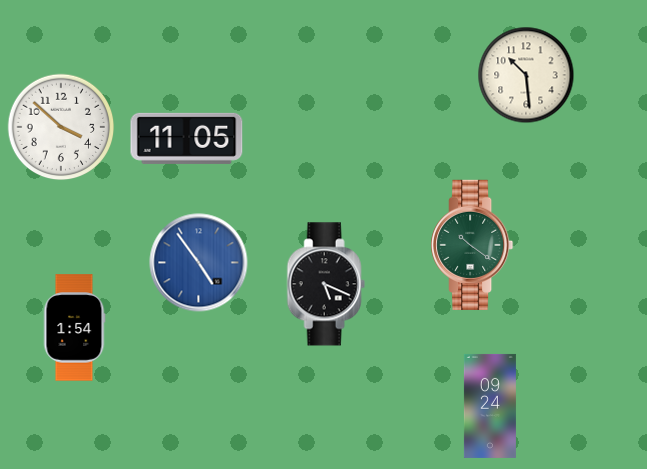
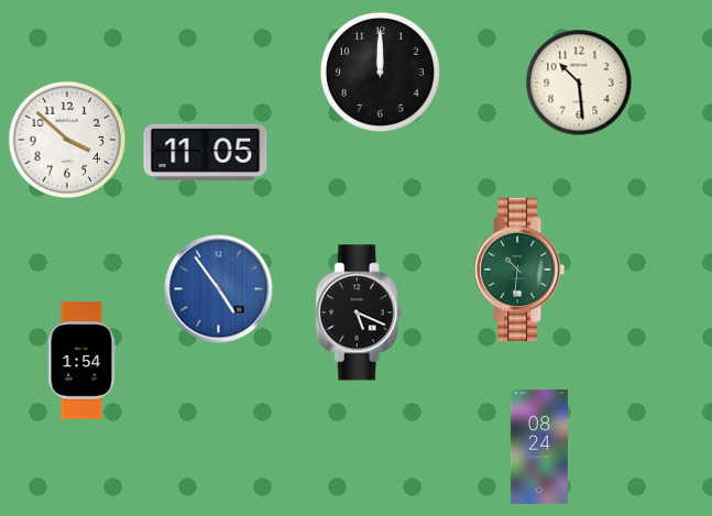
clock at (380, 72): none -> 12:00
clock at (472, 245): 10:21 -> 10:31
clock at (490, 406): 09:24 -> 08:24
